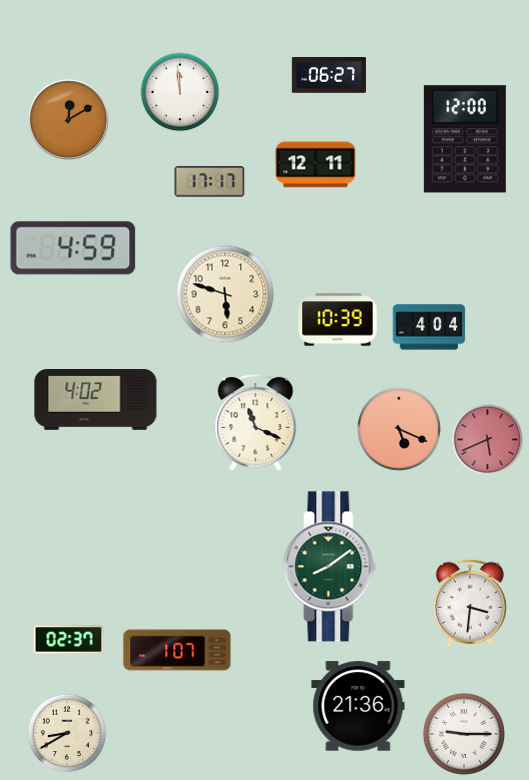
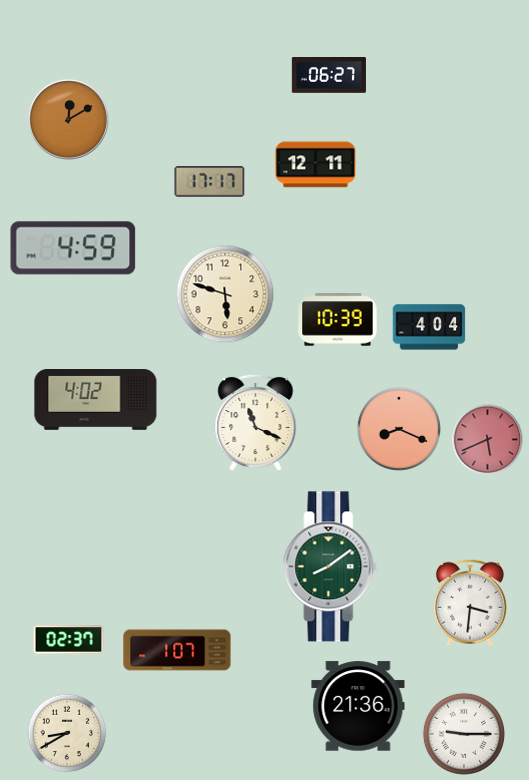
clock at (180, 92): 11:59 -> none
clock at (465, 139): 12:00 -> none
clock at (399, 429): 5:19 -> 8:19
